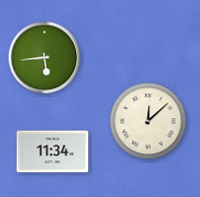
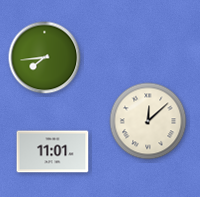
clock at (45, 58): 5:44 -> 7:44
clock at (53, 152): 11:34 -> 11:01
